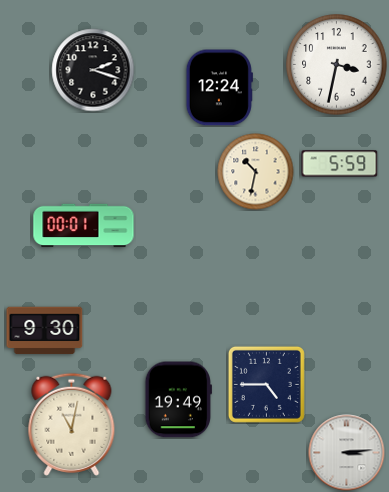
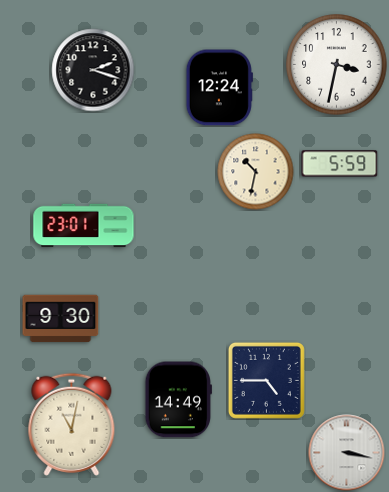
clock at (84, 226): 00:01 -> 23:01
clock at (45, 331) position: (45, 331) -> (61, 319)
clock at (266, 384) position: (266, 384) -> (266, 380)
clock at (178, 400): 19:49 -> 14:49
clock at (347, 453): 3:14 -> 3:17
